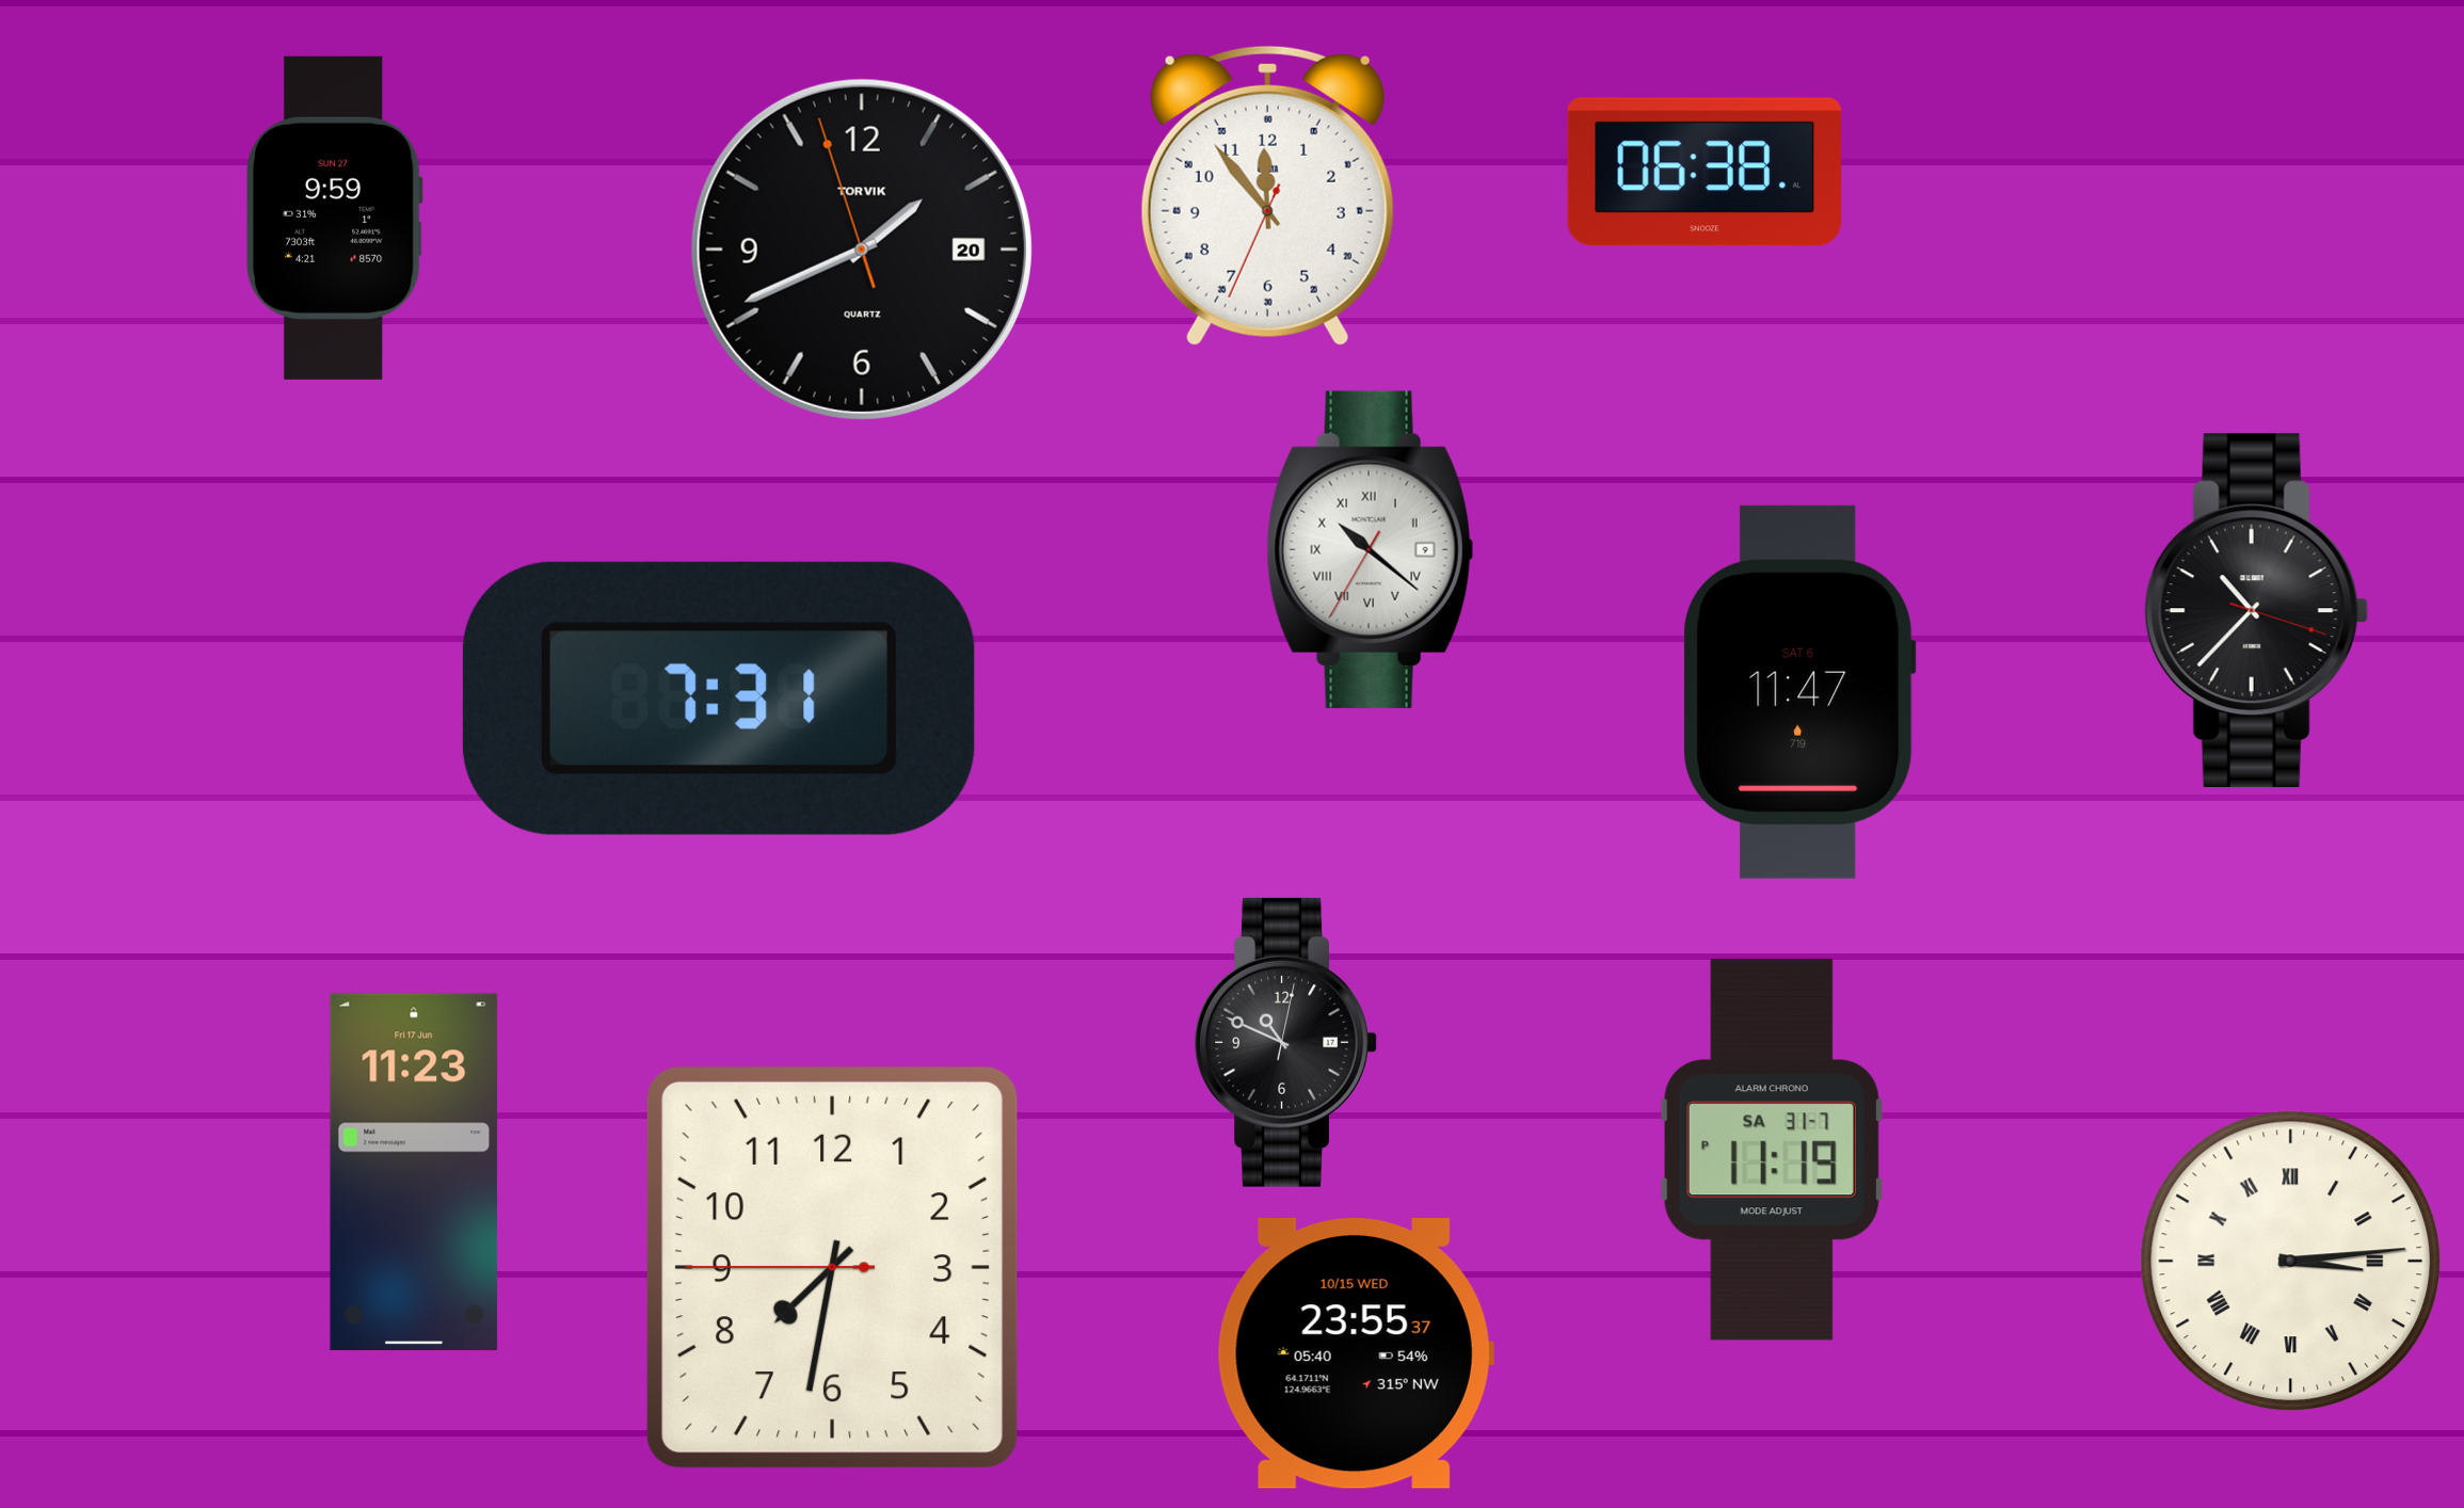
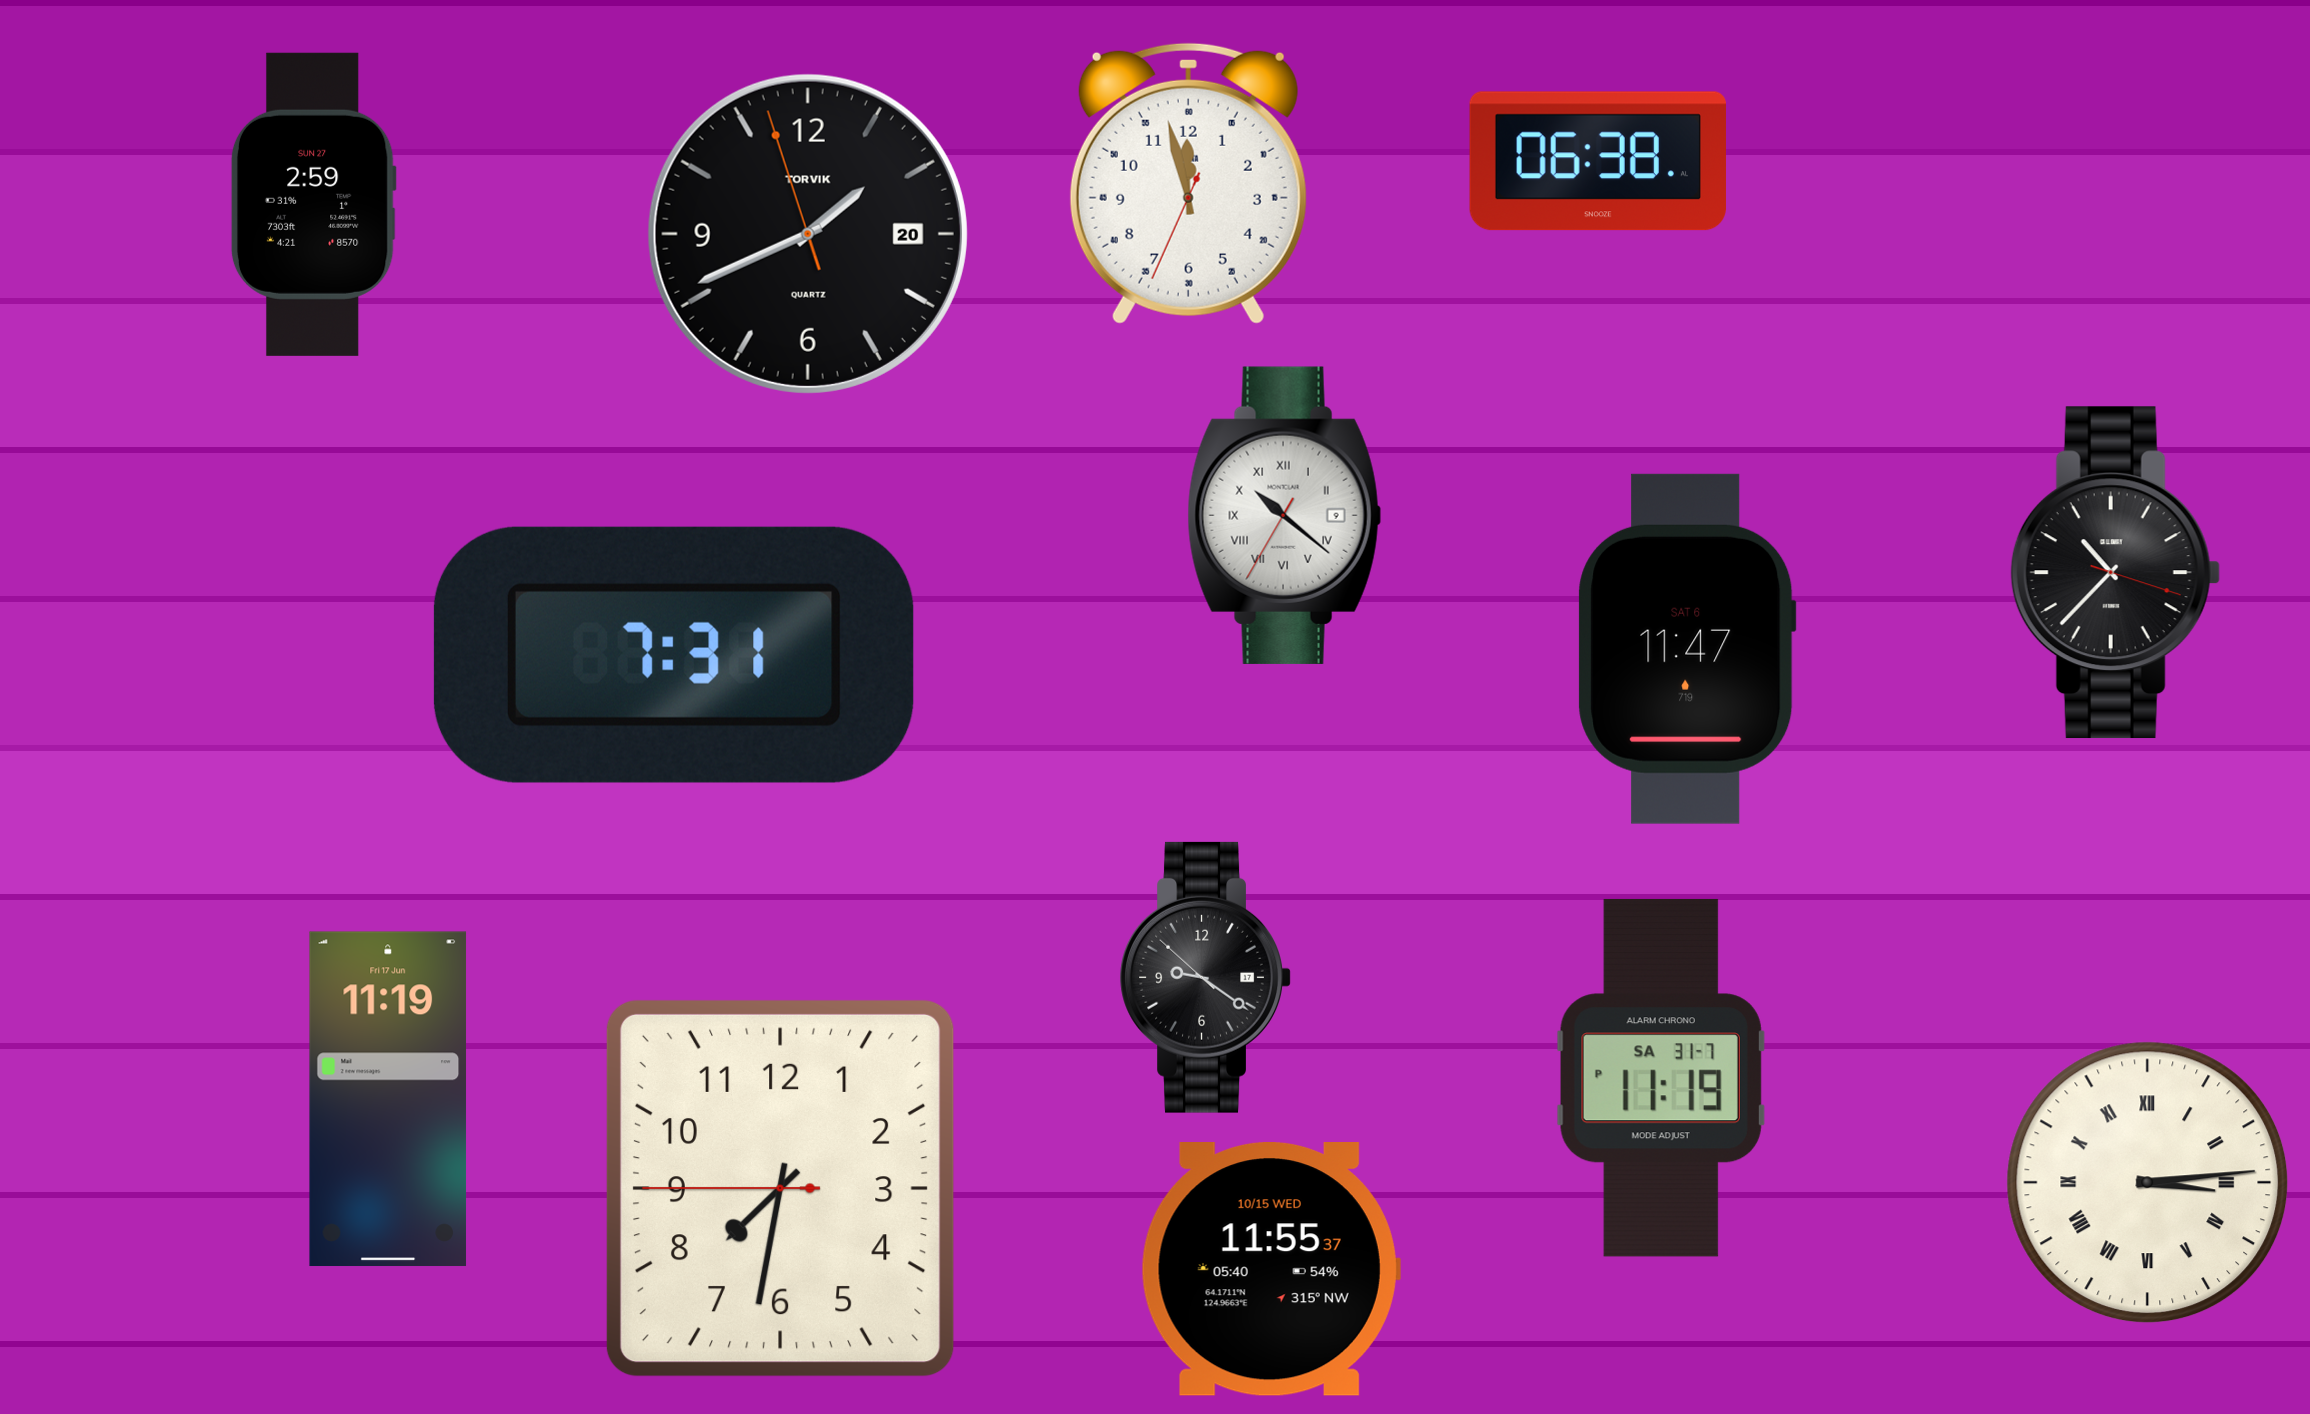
clock at (1267, 195): 11:53 -> 11:57
clock at (334, 218): 9:59 -> 2:59
clock at (1285, 1042): 10:49 -> 9:20
clock at (414, 1172): 11:23 -> 11:19
clock at (1356, 1354): 23:55 -> 11:55
